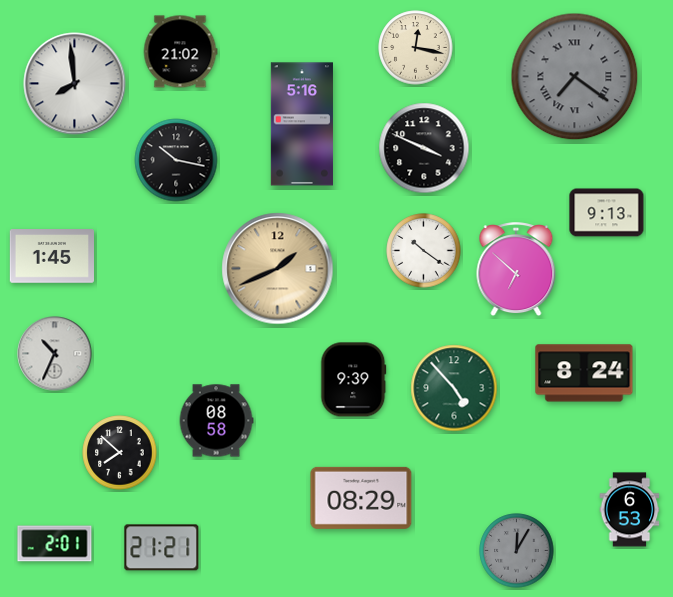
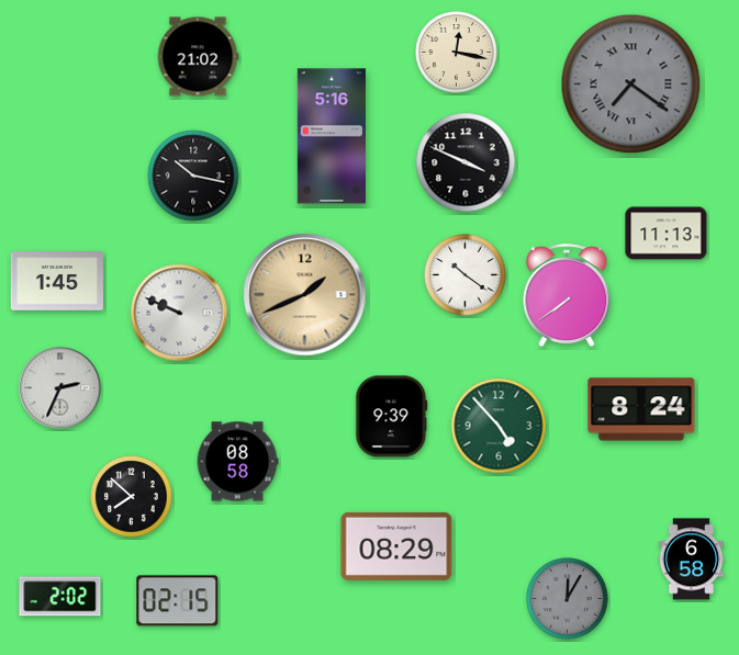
clock at (75, 84): 7:59 -> none
clock at (607, 213): 9:13 -> 11:13
clock at (516, 270): 6:52 -> 7:39
clock at (179, 313): none -> 9:49
clock at (55, 354): 10:34 -> 2:34
clock at (354, 380) position: (354, 380) -> (392, 417)
clock at (630, 510): 6:53 -> 6:58
clock at (55, 544): 2:01 -> 2:02
clock at (162, 548): 21:21 -> 02:15
clock at (517, 551) position: (517, 551) -> (568, 599)
